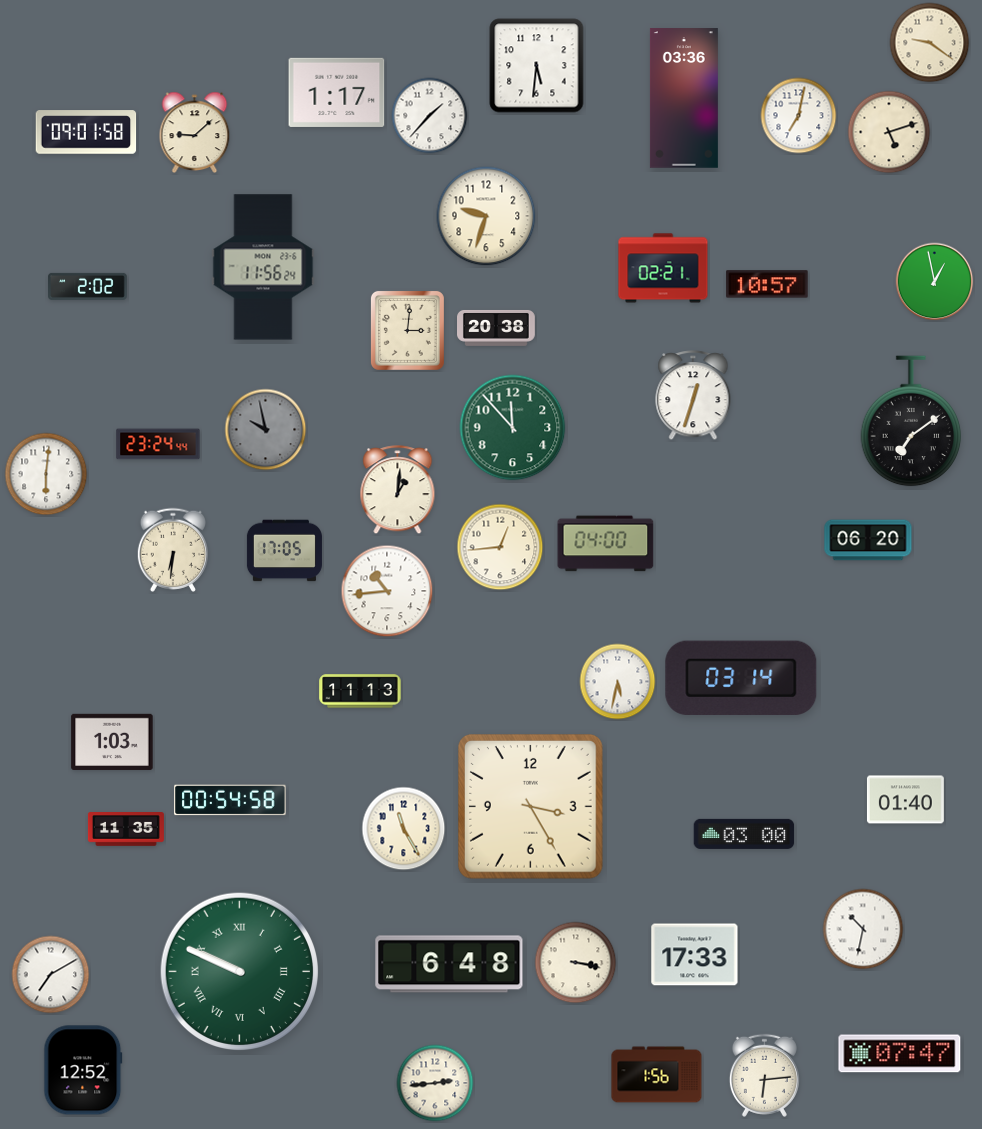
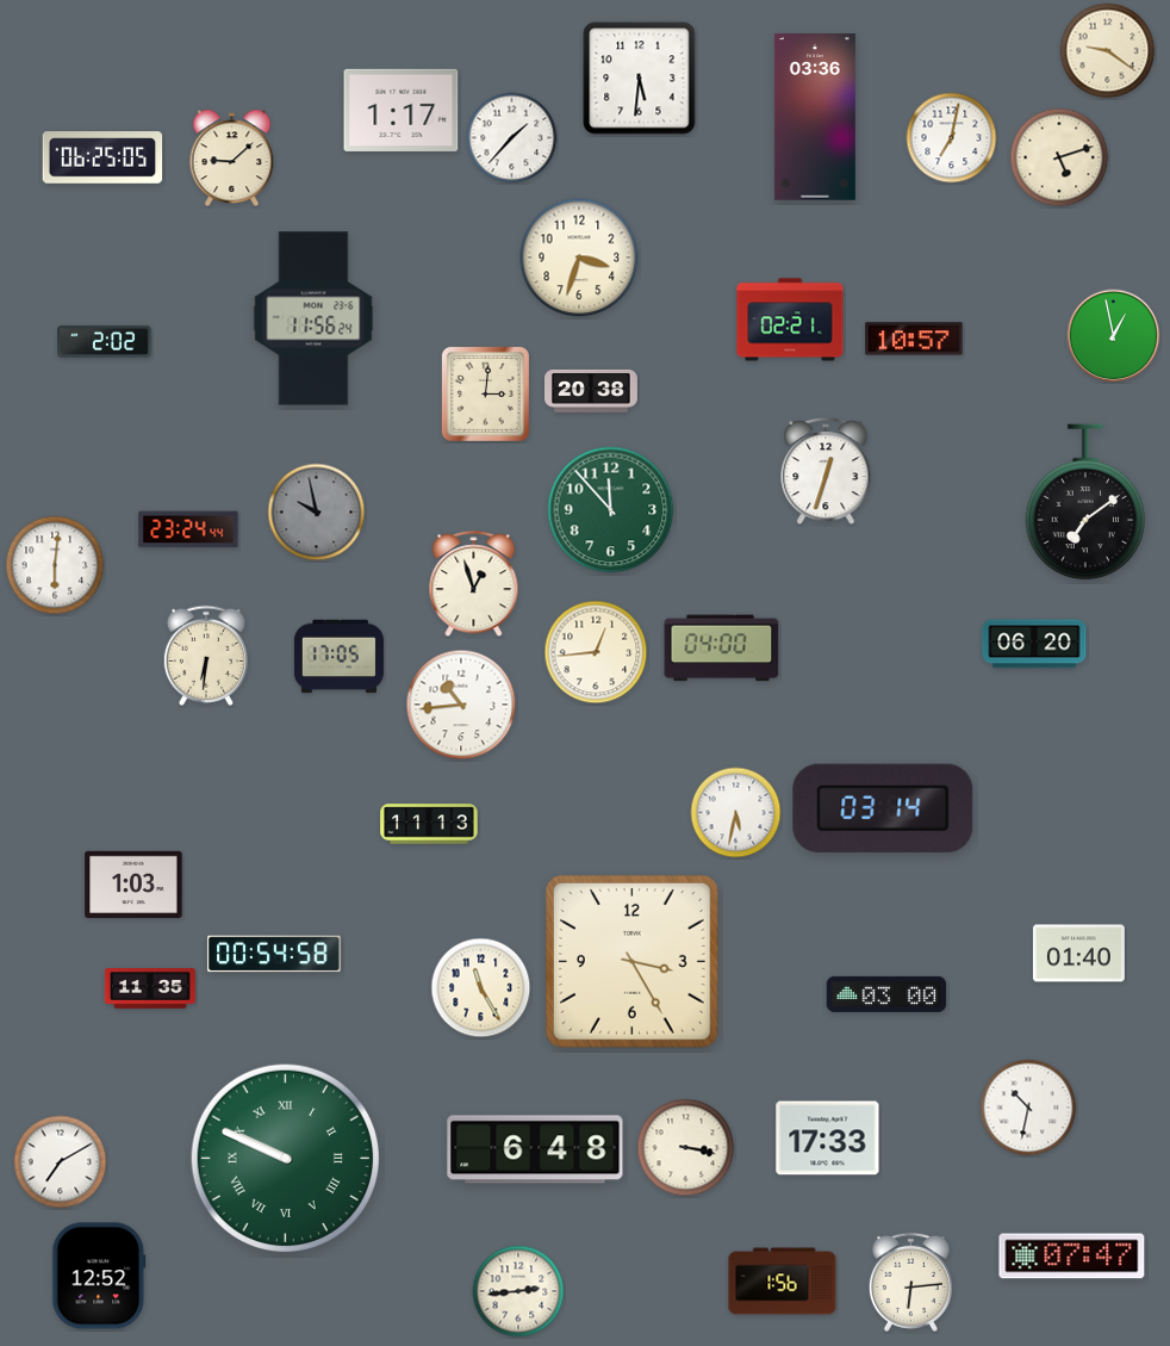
clock at (86, 132): 09:01 -> 06:25
clock at (486, 216): 9:33 -> 3:33
clock at (398, 490): 1:01 -> 12:57
